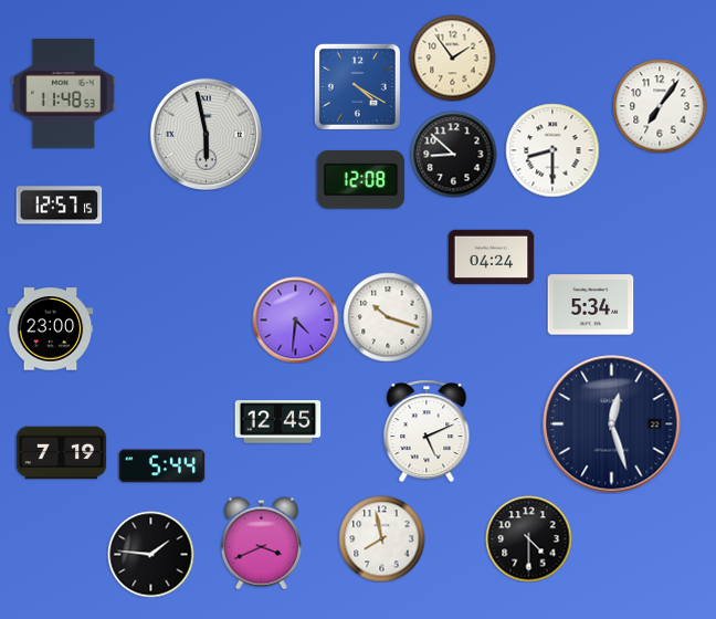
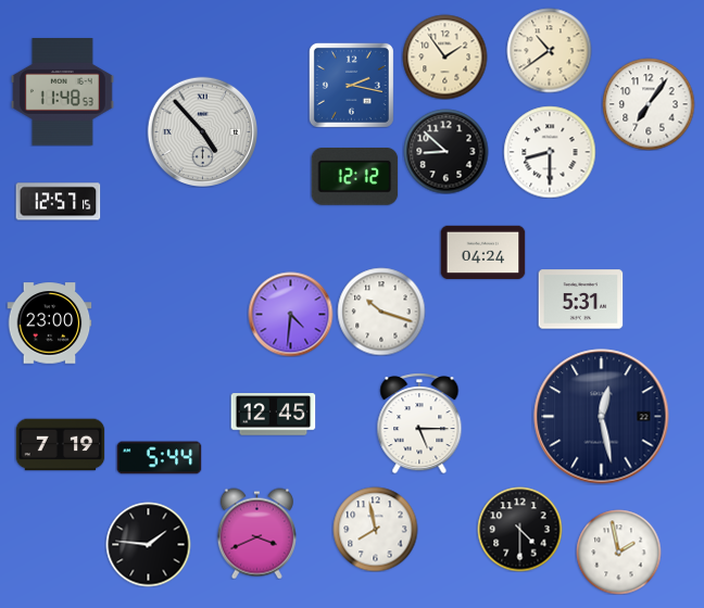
clock at (549, 50): none -> 10:39
clock at (357, 86): 4:20 -> 2:17
clock at (206, 134): 5:58 -> 4:53
clock at (552, 150) position: (552, 150) -> (550, 152)
clock at (360, 180): 12:08 -> 12:12
clock at (590, 305): 5:34 -> 5:31
clock at (612, 424): 12:27 -> 12:28
clock at (427, 431): 5:11 -> 5:15
clock at (618, 552): none -> 1:58
